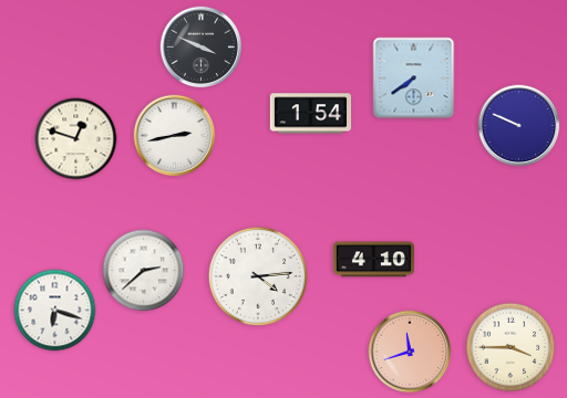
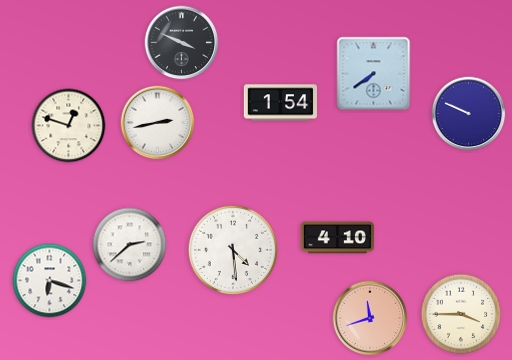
clock at (414, 78) position: (414, 78) -> (374, 74)
clock at (373, 260) position: (373, 260) -> (337, 238)
clock at (257, 275): 4:14 -> 4:29
